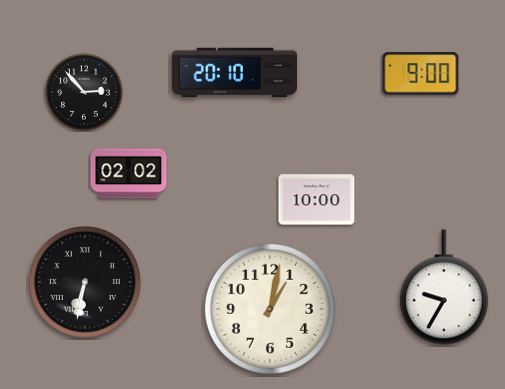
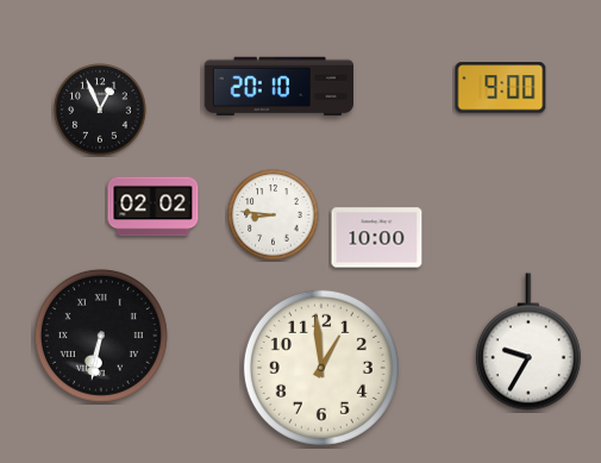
clock at (84, 92): 2:53 -> 12:56
clock at (274, 215): none -> 8:46
clock at (270, 309): 1:02 -> 12:59
